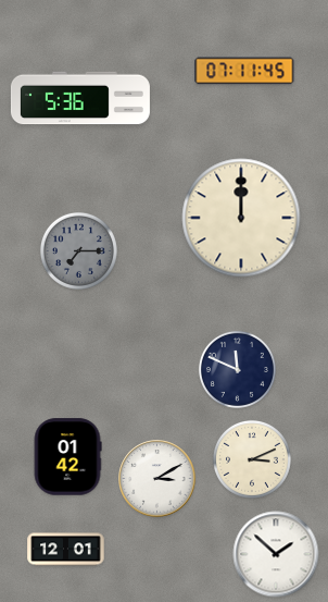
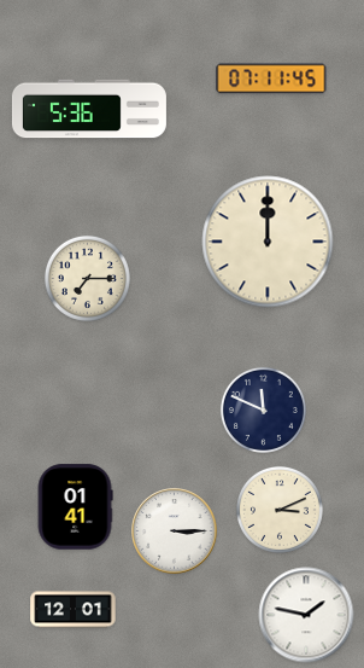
clock at (78, 250) dial: grey -> cream
clock at (67, 457): 01:42 -> 01:41
clock at (157, 479): 3:10 -> 3:15
clock at (276, 554): 1:52 -> 1:47
